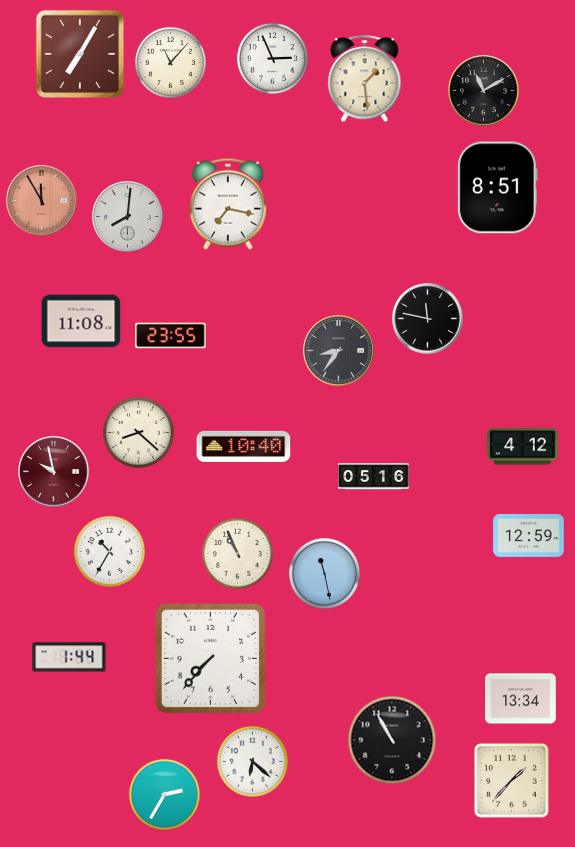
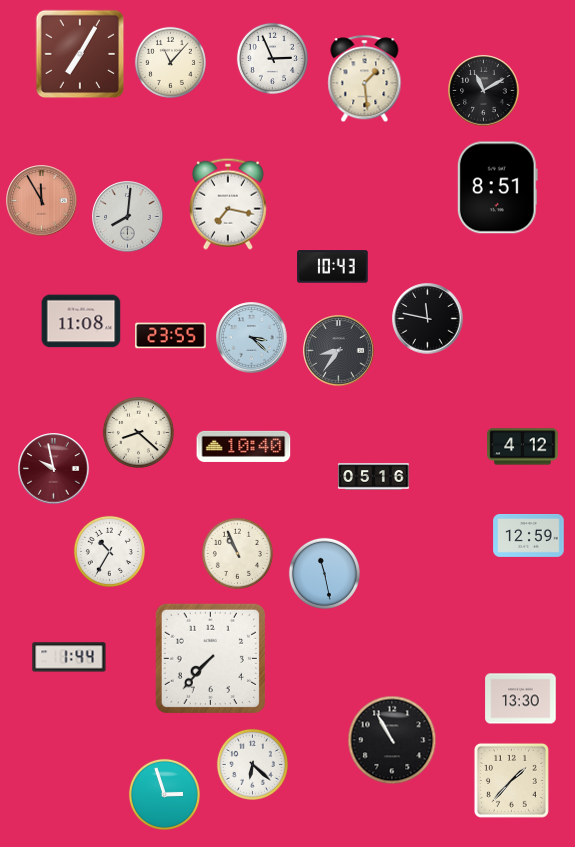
clock at (333, 267): none -> 10:43
clock at (252, 338): none -> 3:22
clock at (54, 472) position: (54, 472) -> (54, 469)
clock at (521, 699): 13:34 -> 13:30
clock at (252, 761) position: (252, 761) -> (252, 764)
clock at (164, 794): 2:35 -> 2:57
